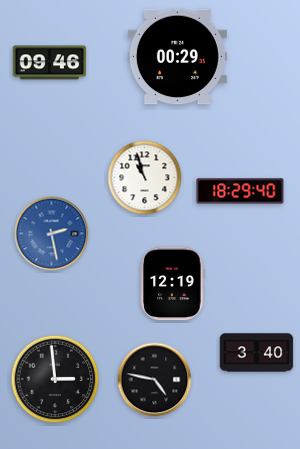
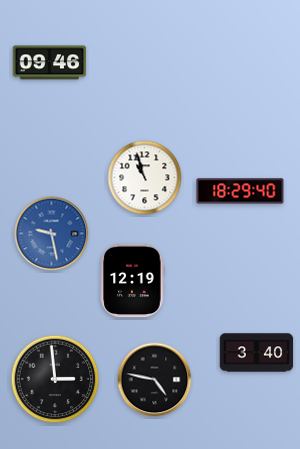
clock at (177, 57): 00:29 -> none
clock at (52, 234): 2:28 -> 9:28
clock at (172, 284) position: (172, 284) -> (132, 281)
